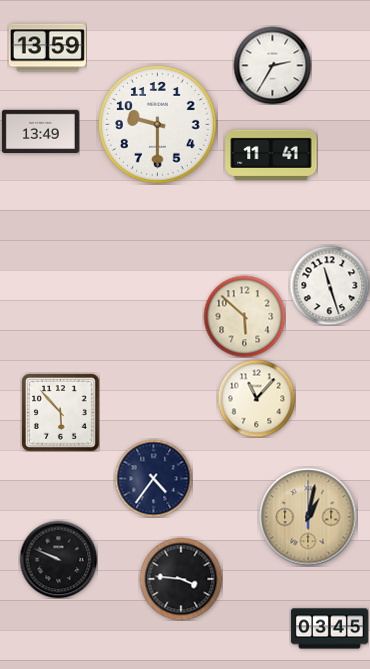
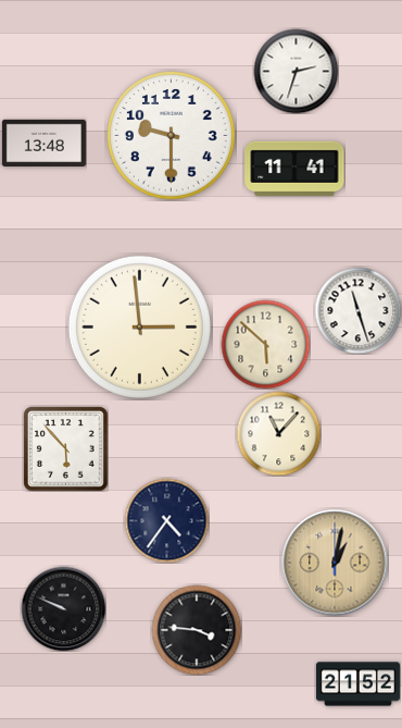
clock at (47, 48): 13:59 -> none
clock at (272, 65): 2:35 -> 2:33
clock at (40, 131): 13:49 -> 13:48
clock at (139, 326): none -> 2:59
clock at (329, 629): 03:45 -> 21:52
